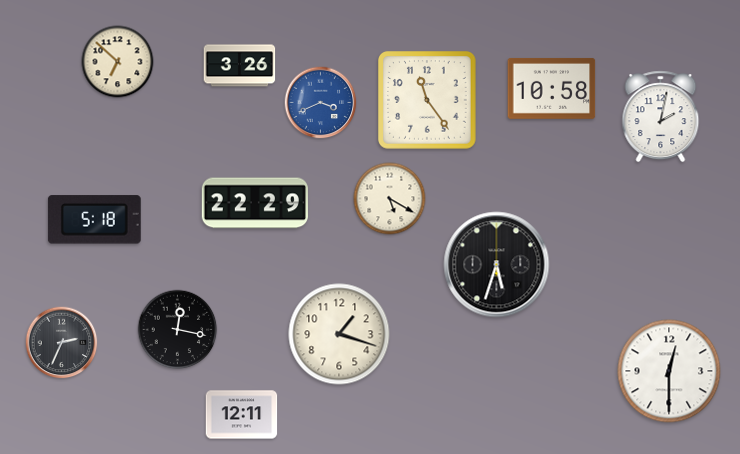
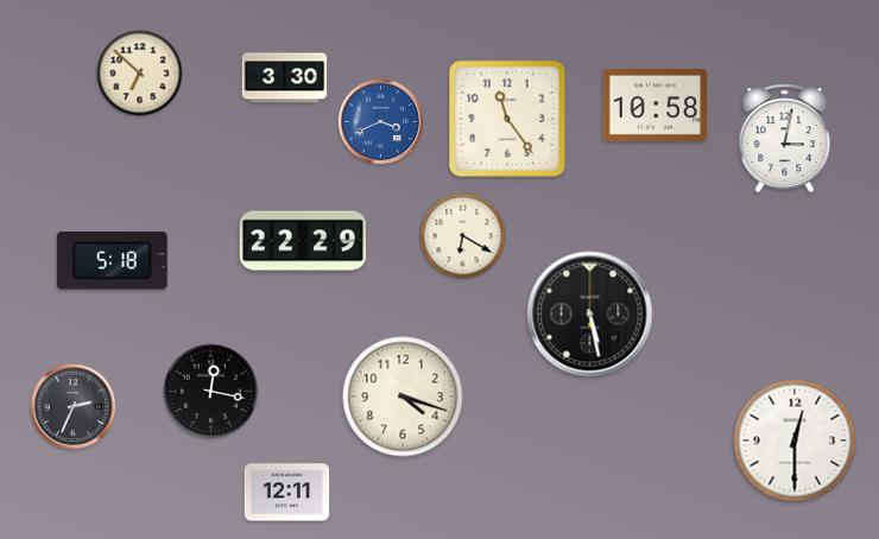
clock at (240, 66): 3:26 -> 3:30
clock at (661, 117): 2:02 -> 3:02
clock at (390, 199): 5:20 -> 6:20
clock at (497, 265): 5:33 -> 5:28
clock at (339, 334): 1:18 -> 4:18
